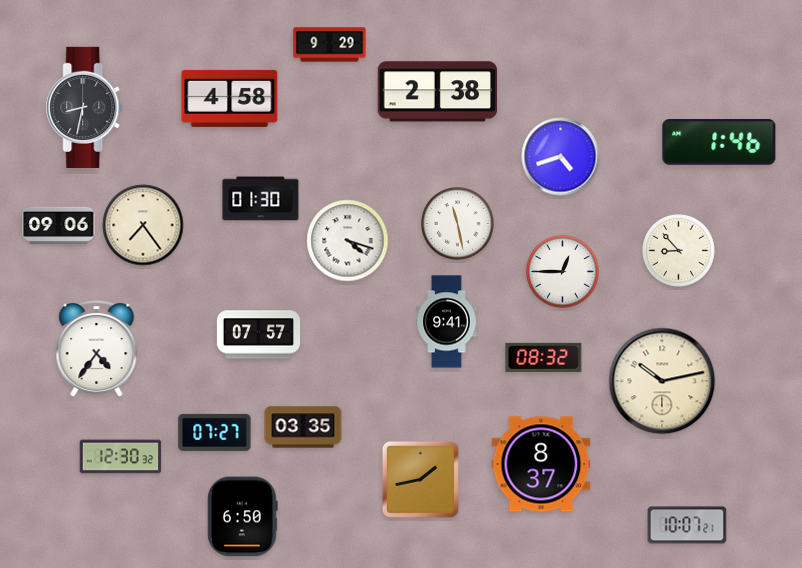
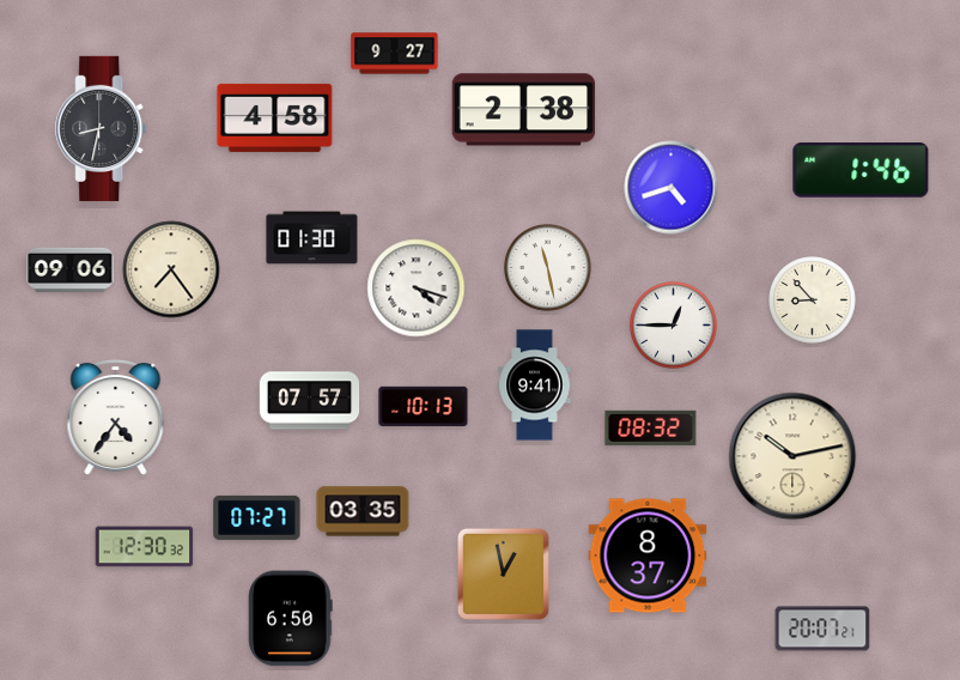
clock at (330, 45): 9:29 -> 9:27
clock at (424, 406): none -> 10:13
clock at (420, 479): 1:43 -> 12:58
clock at (687, 525): 10:07 -> 20:07
